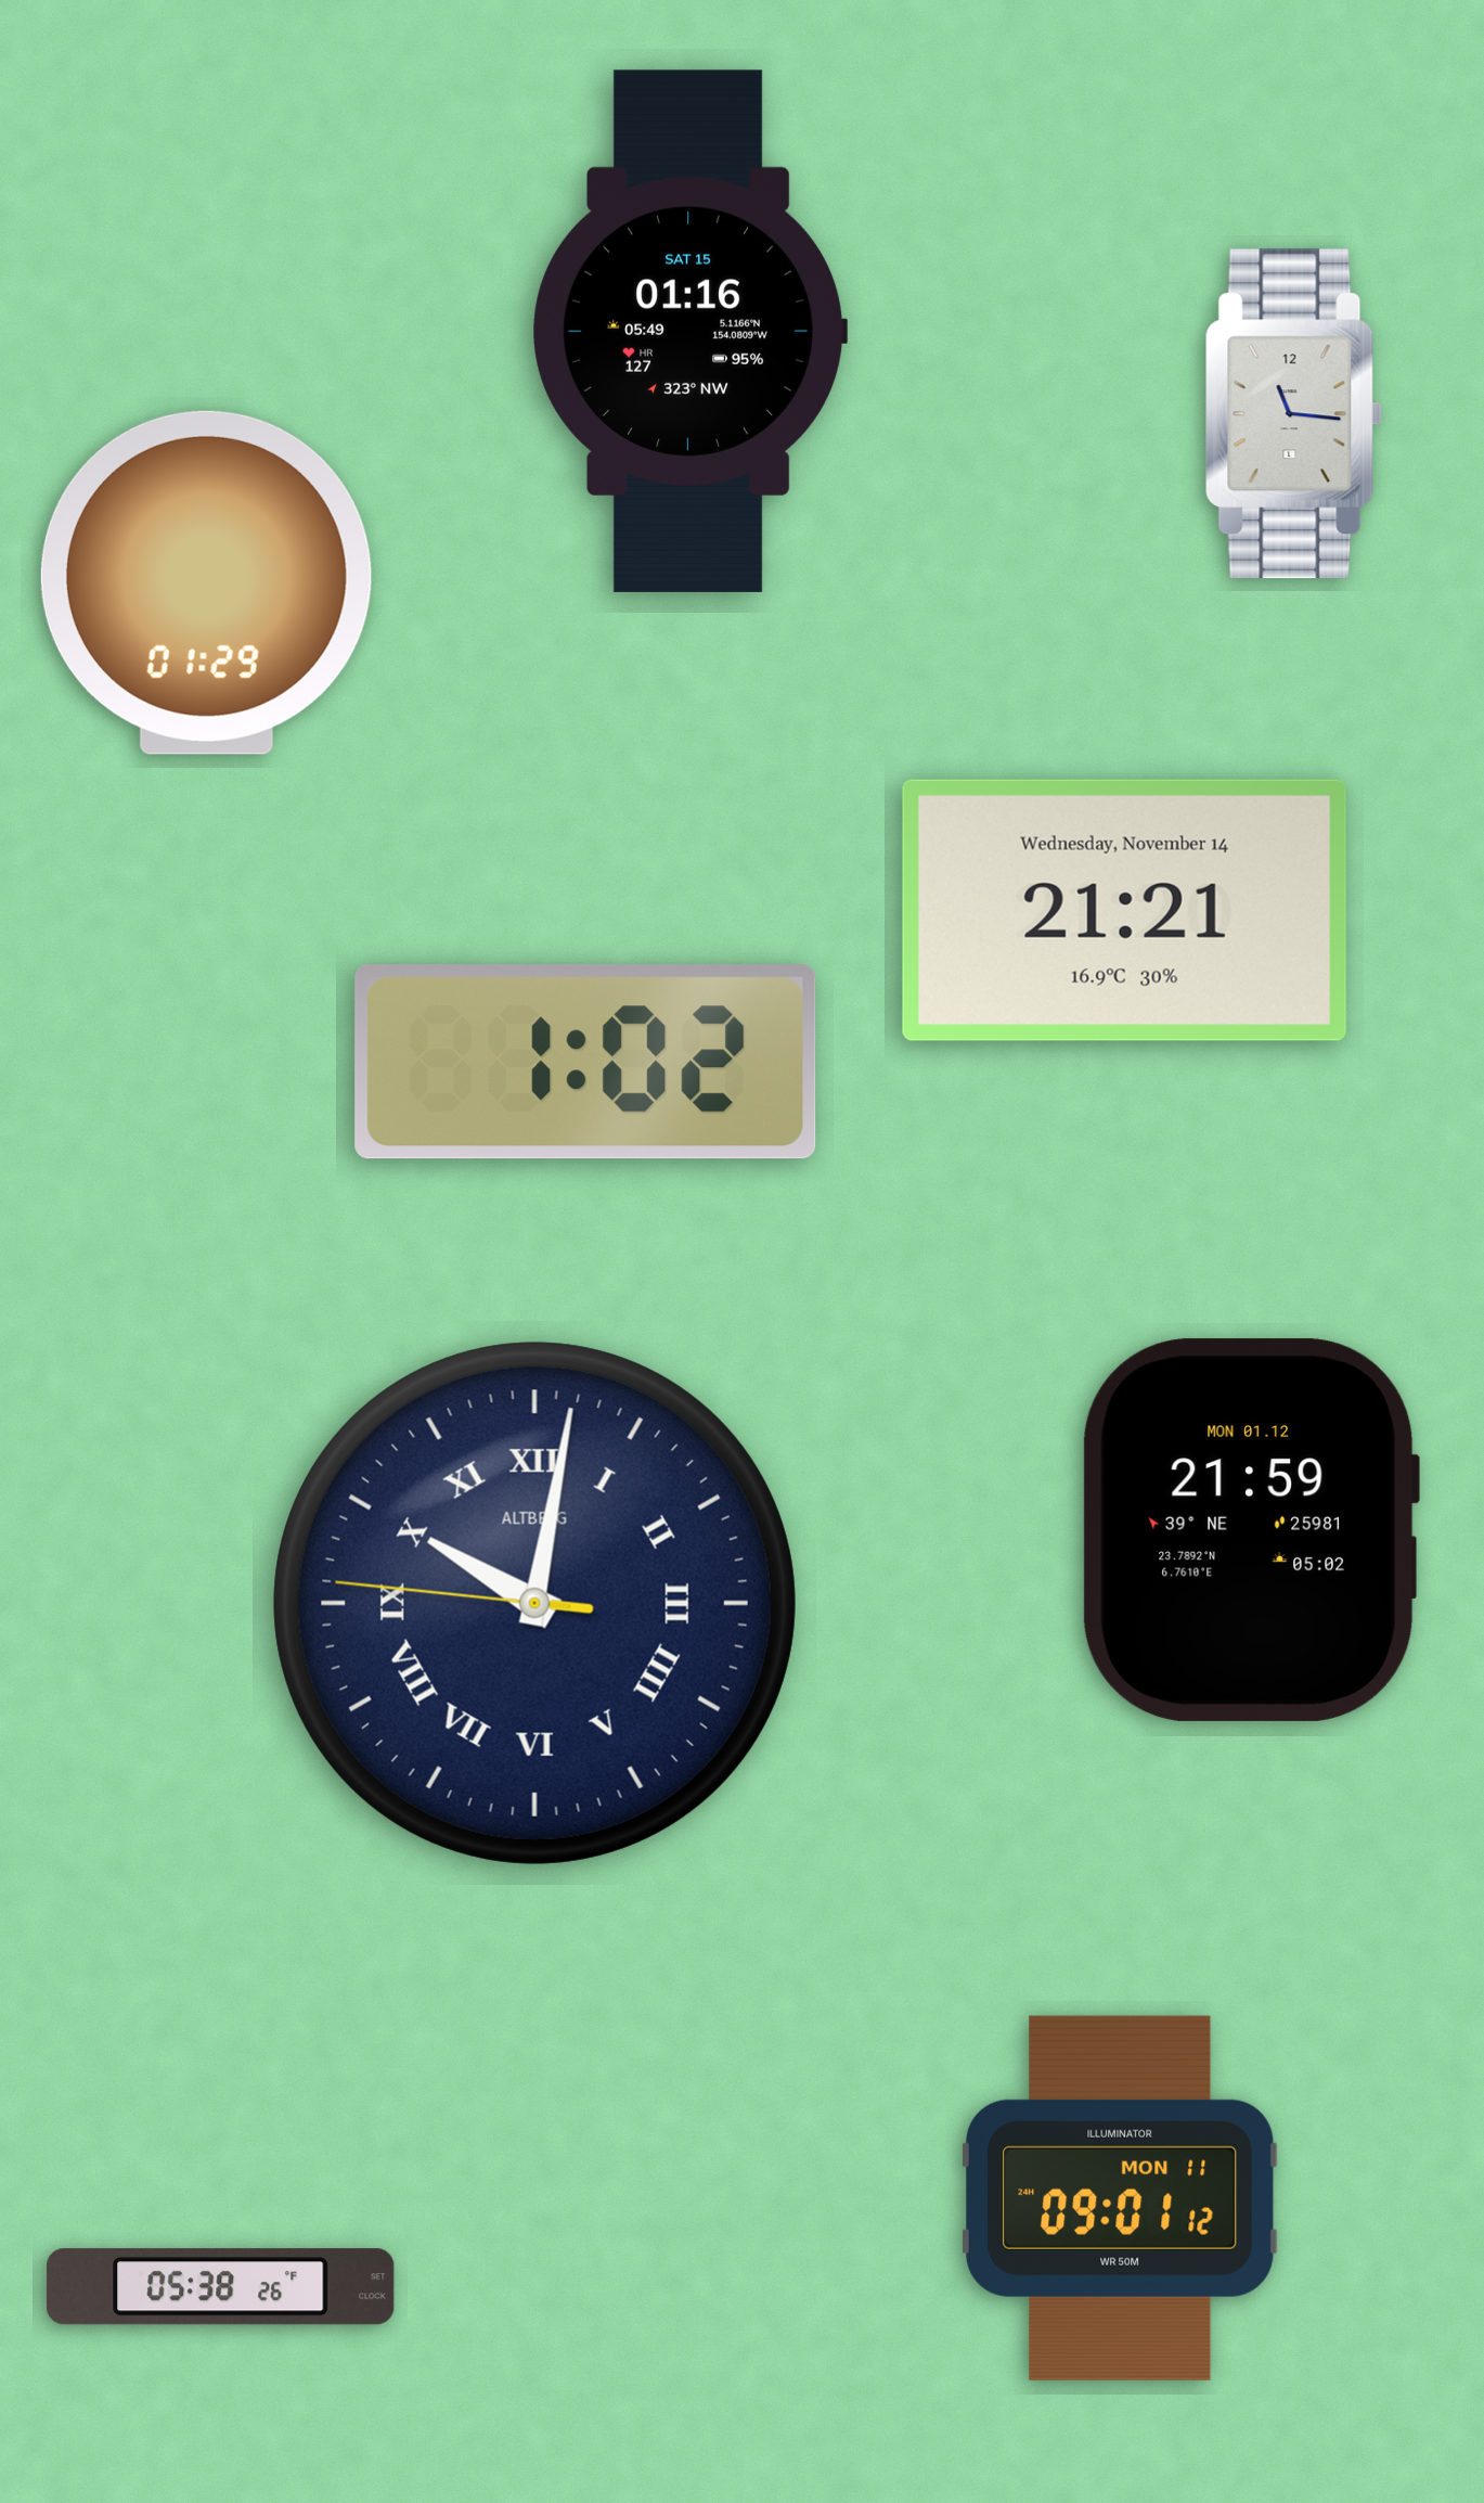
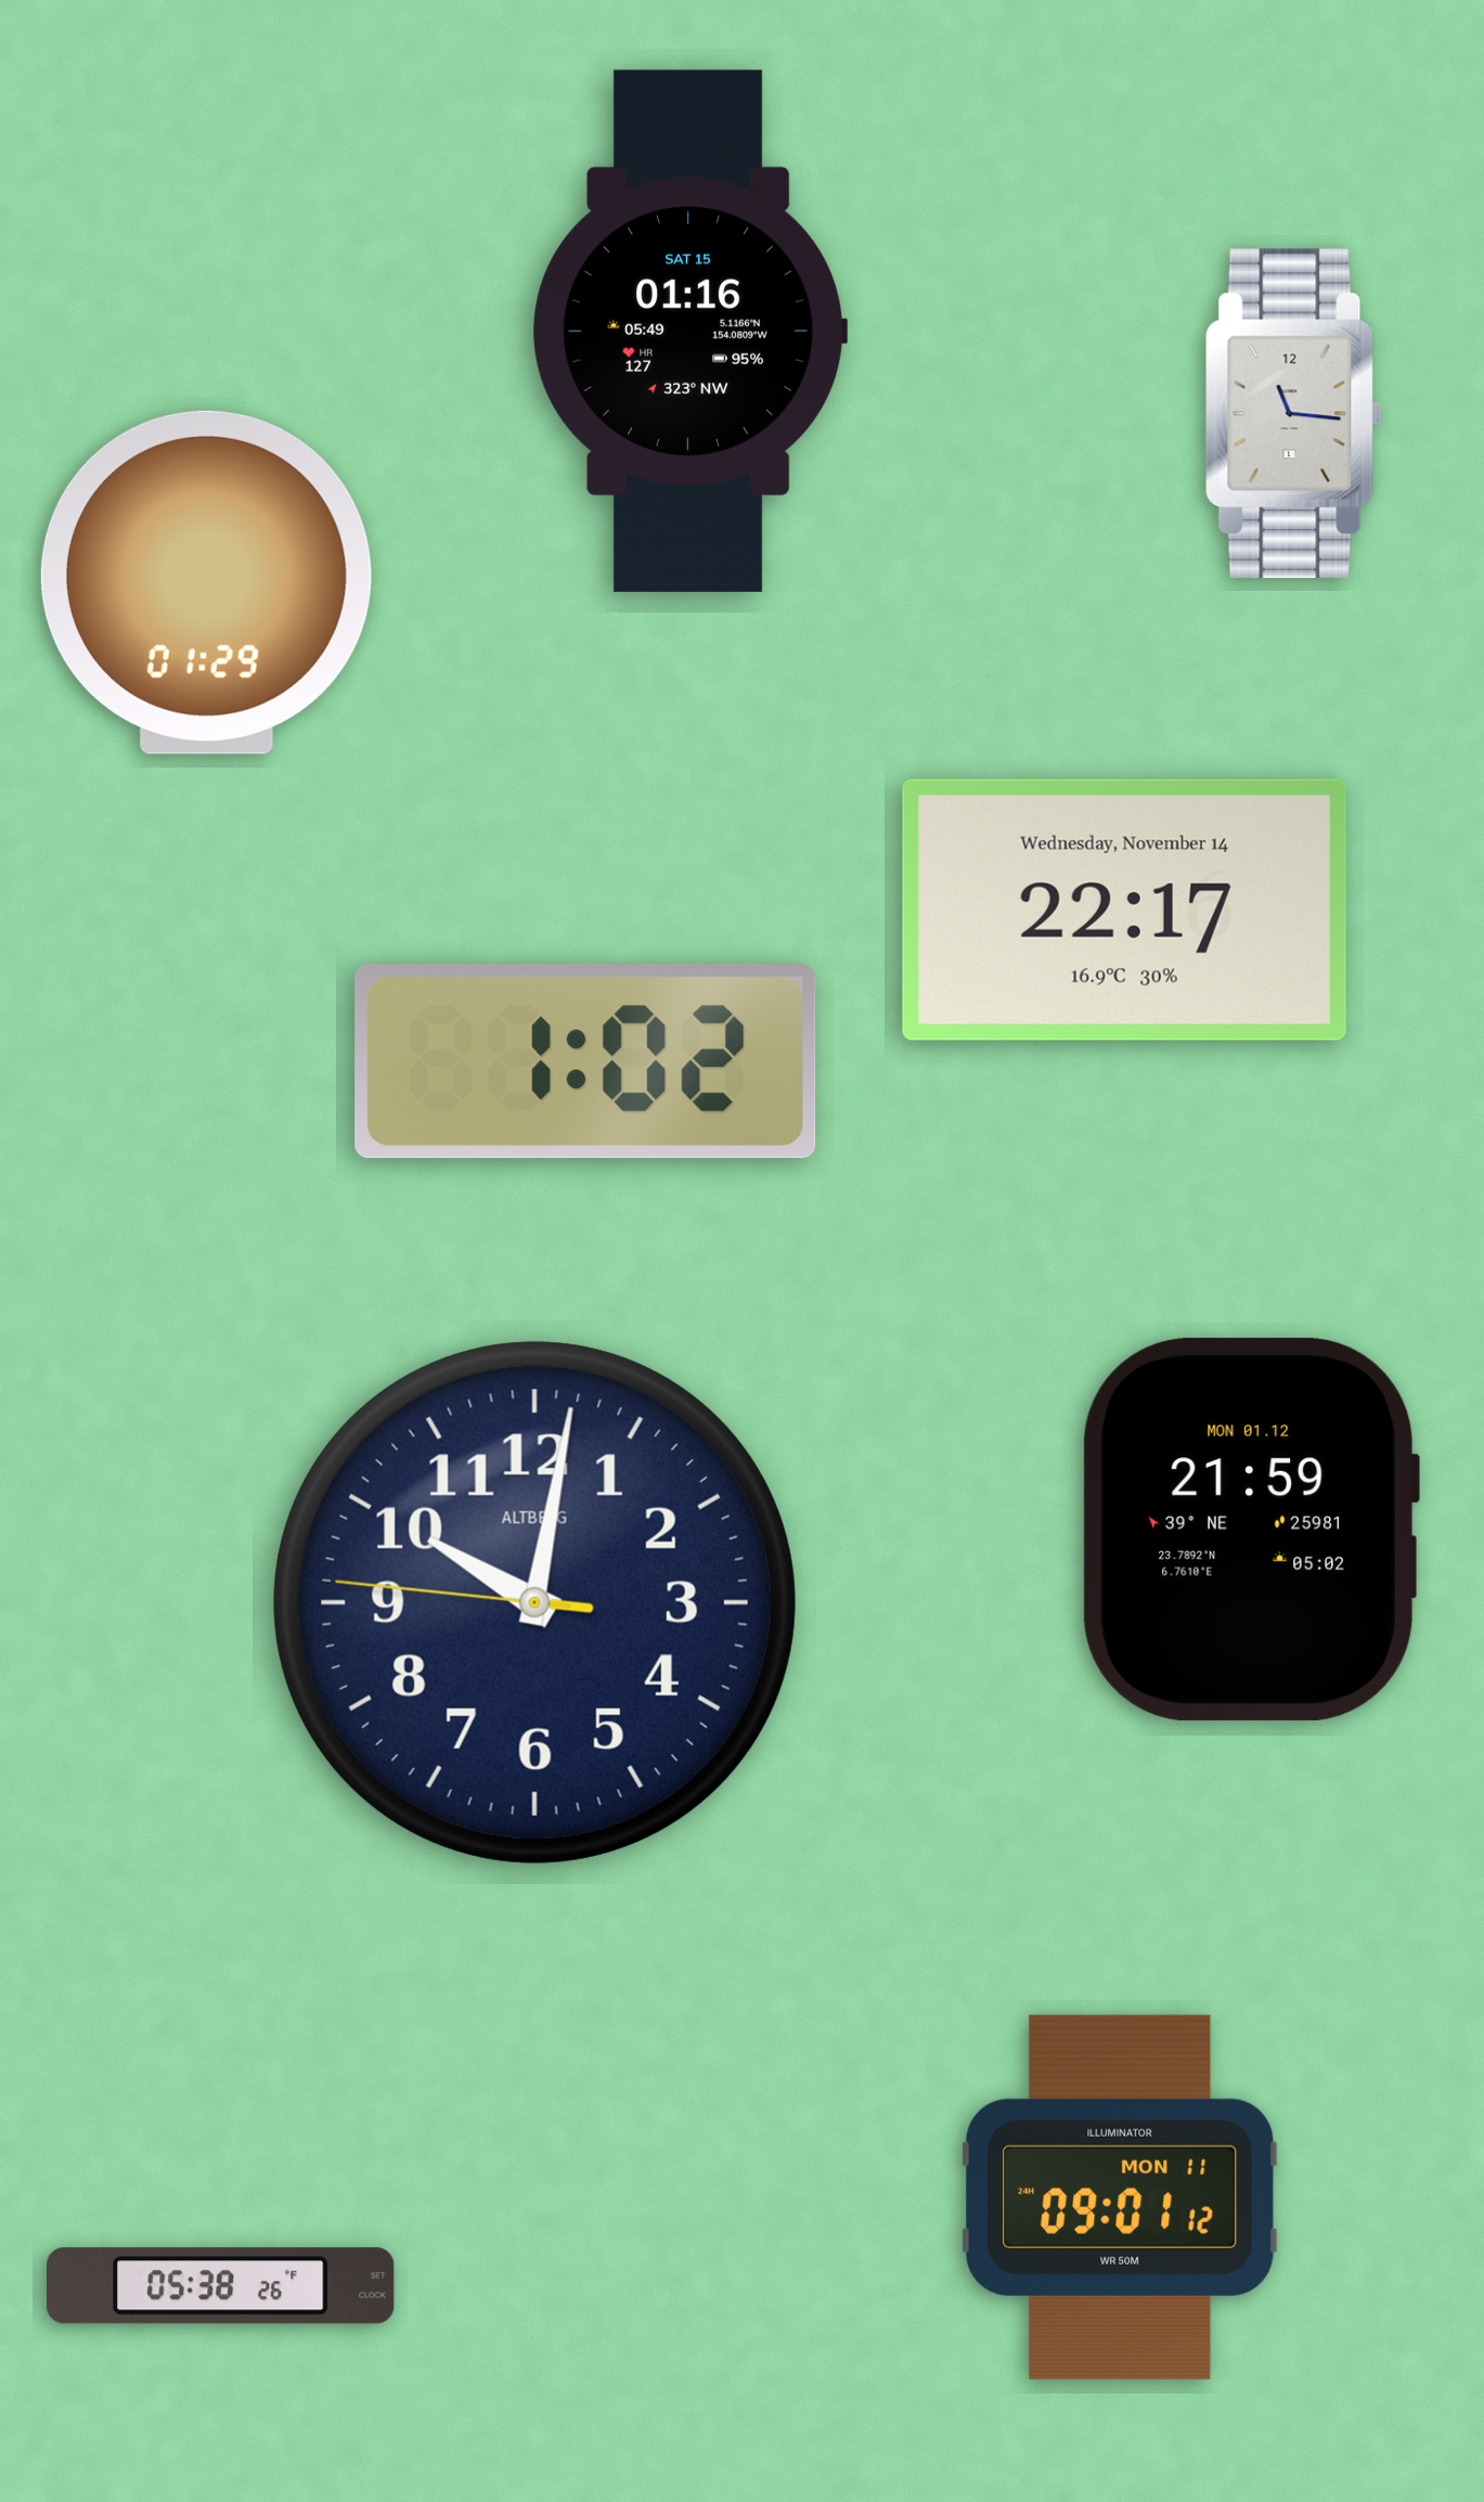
clock at (1124, 910): 21:21 -> 22:17
clock at (534, 1603) numerals: Roman -> Arabic
